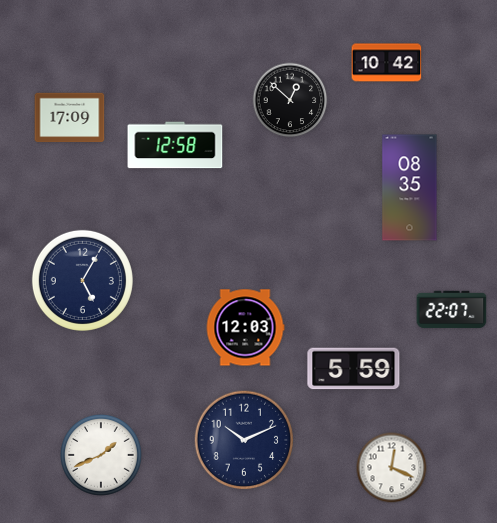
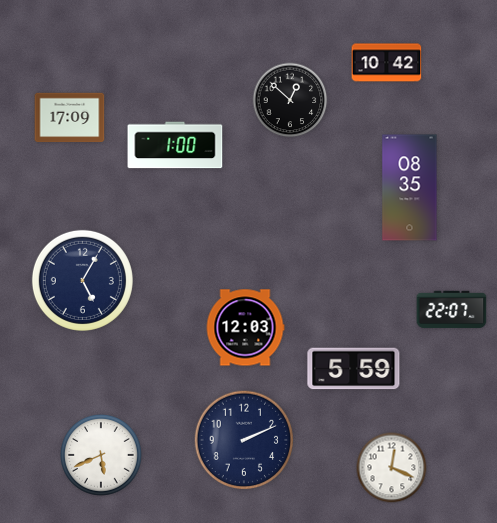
clock at (175, 145): 12:58 -> 1:00
clock at (244, 440): 10:11 -> 2:11
clock at (102, 456): 1:41 -> 5:41
